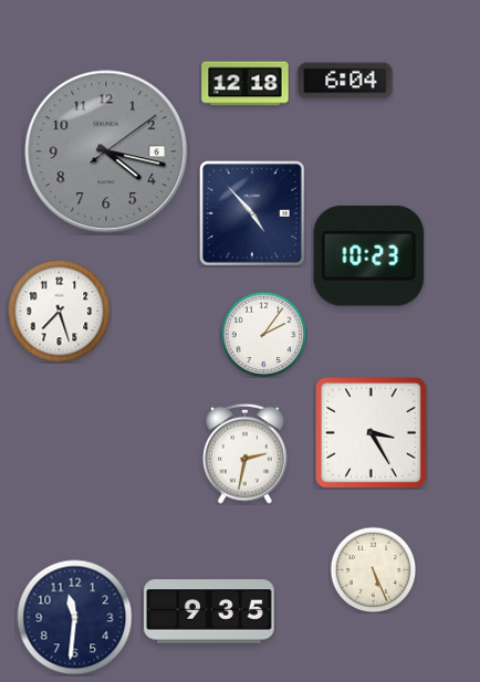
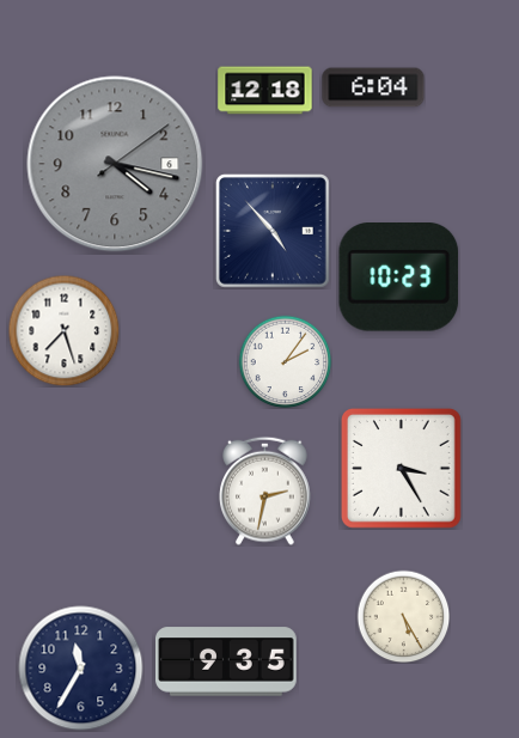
clock at (59, 311) position: (59, 311) -> (63, 330)
clock at (373, 569): 5:26 -> 5:25
clock at (75, 618): 11:31 -> 11:35
